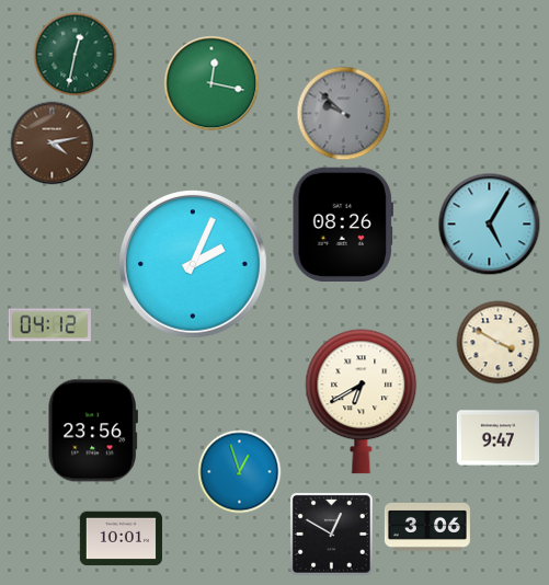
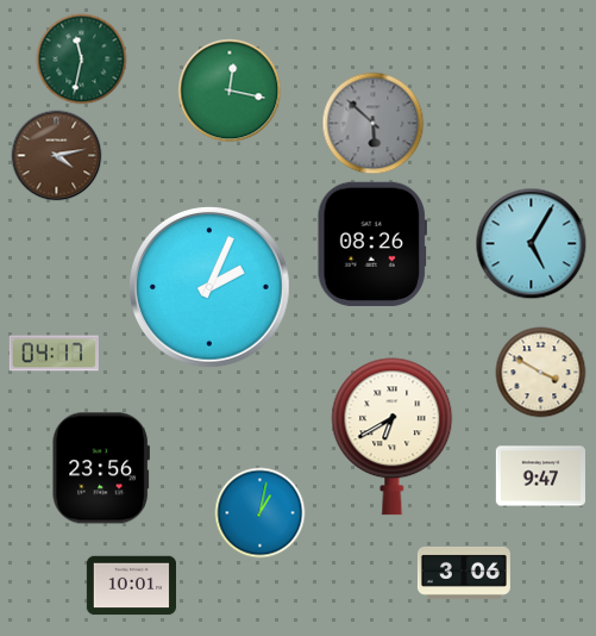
clock at (76, 55): 12:32 -> 11:32
clock at (344, 114): 9:52 -> 5:52
clock at (49, 325): 04:12 -> 04:17
clock at (240, 472): 12:57 -> 1:02
clock at (331, 534): 12:50 -> none
